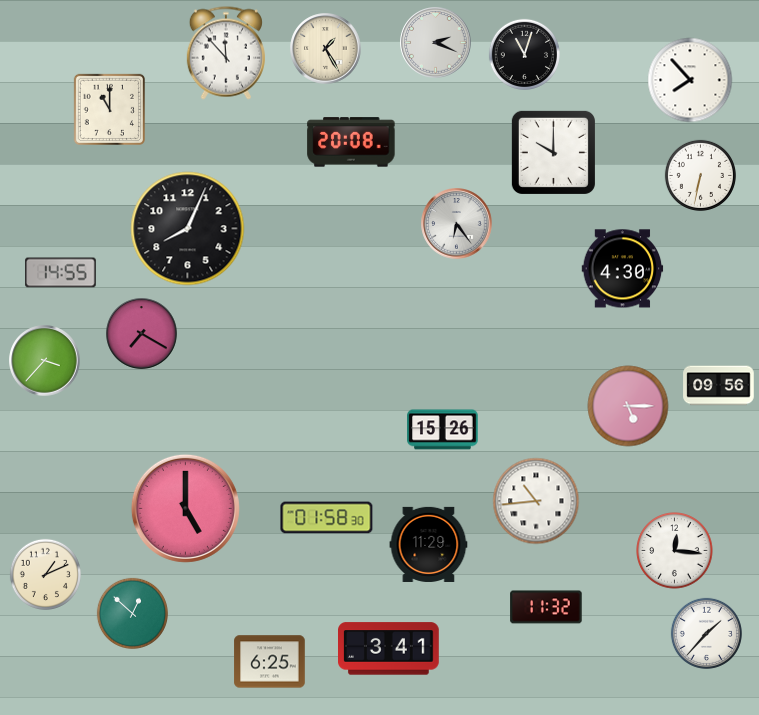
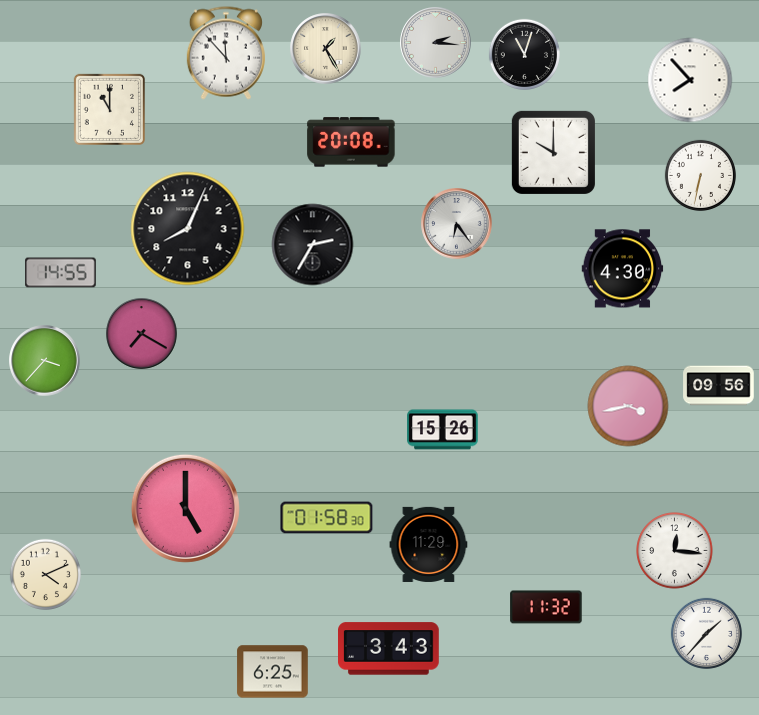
clock at (436, 43): 2:19 -> 2:16
clock at (313, 245): none -> 2:35
clock at (628, 406): 5:15 -> 3:43
clock at (536, 501): 10:44 -> none
clock at (45, 574): 1:11 -> 4:11
clock at (132, 613): 12:52 -> none
clock at (389, 649): 3:41 -> 3:43
clock at (270, 662) position: (270, 662) -> (273, 672)
